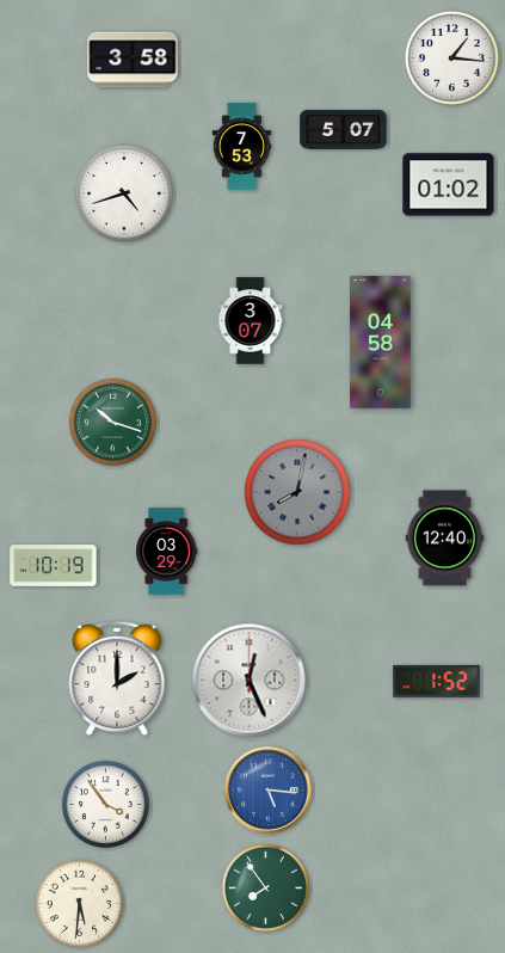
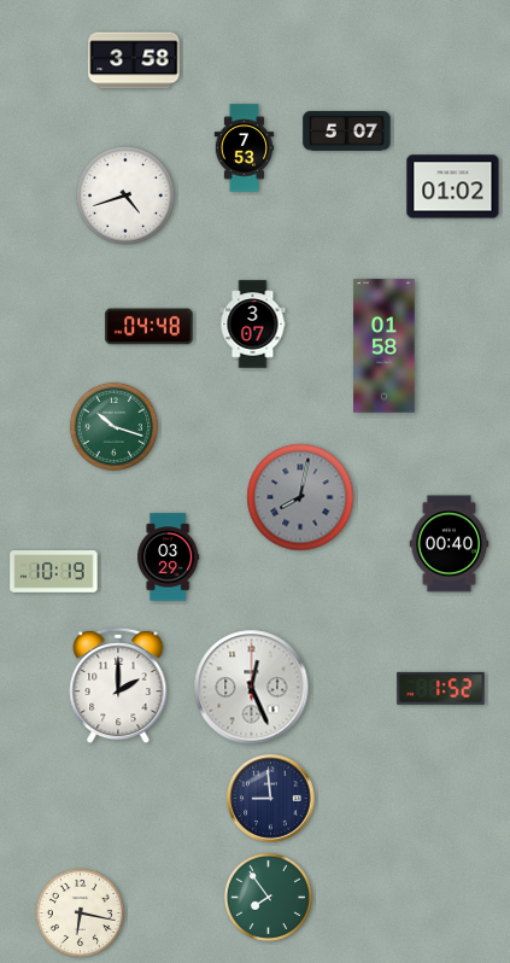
clock at (452, 59): 1:16 -> none
clock at (150, 327): none -> 04:48
clock at (381, 343): 04:58 -> 01:58
clock at (445, 539): 12:40 -> 00:40
clock at (269, 791): 5:16 -> 8:59
clock at (269, 791) dial: blue -> navy
clock at (105, 804): 3:54 -> none
clock at (79, 903): 5:31 -> 6:17
